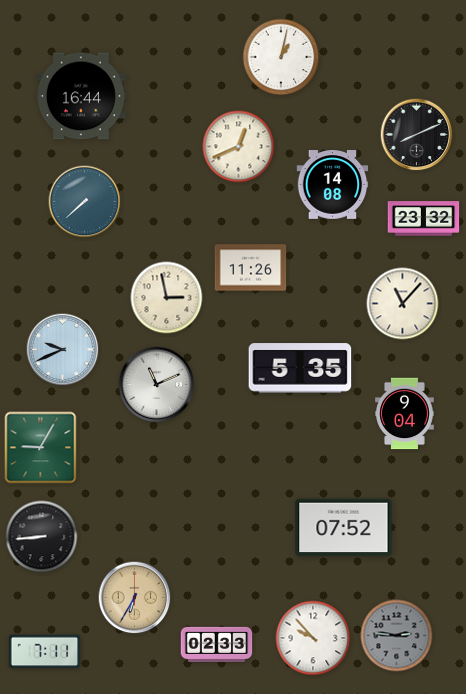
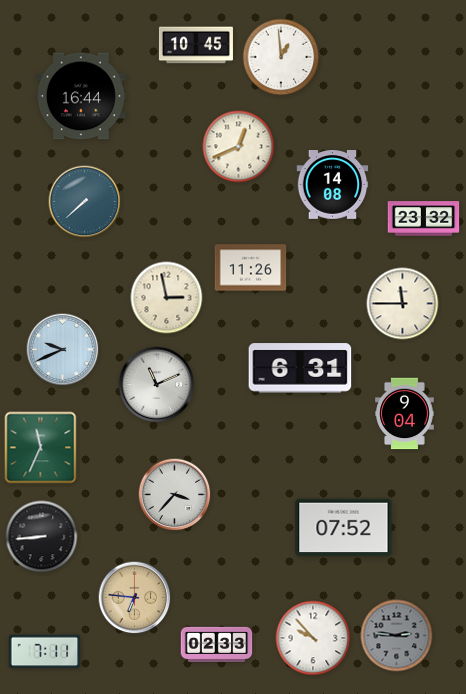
clock at (196, 45): none -> 10:45
clock at (281, 57): 1:02 -> 12:59
clock at (417, 135): 8:11 -> none
clock at (403, 304): 11:07 -> 11:45
clock at (300, 368): 5:35 -> 6:31
clock at (41, 448): 9:05 -> 11:34
clock at (175, 495): none -> 3:37
clock at (135, 598): 6:35 -> 6:46
